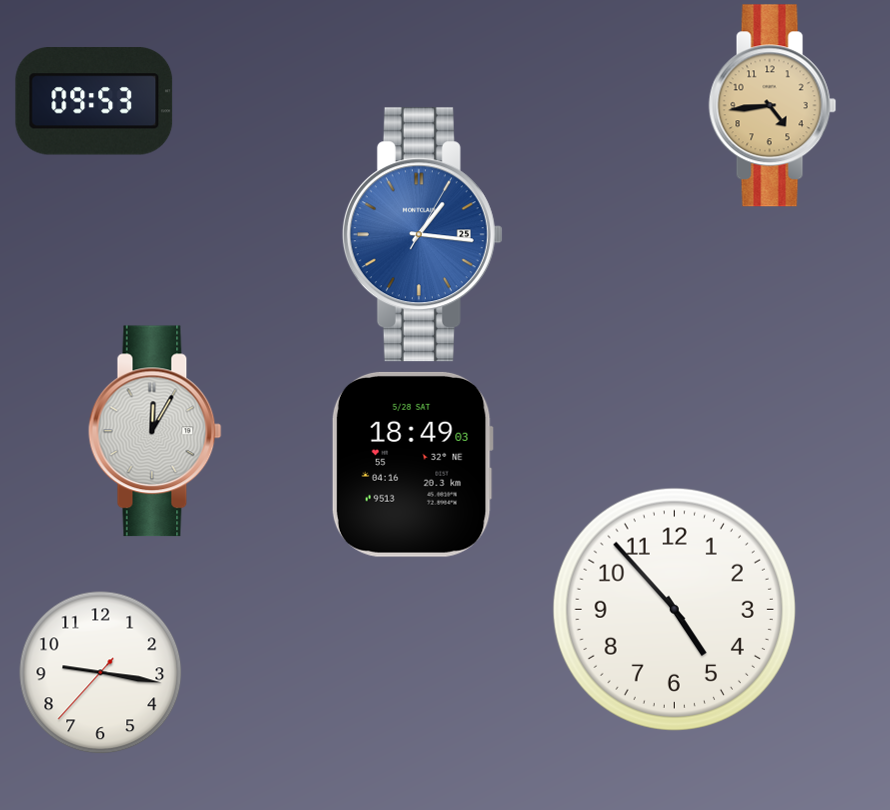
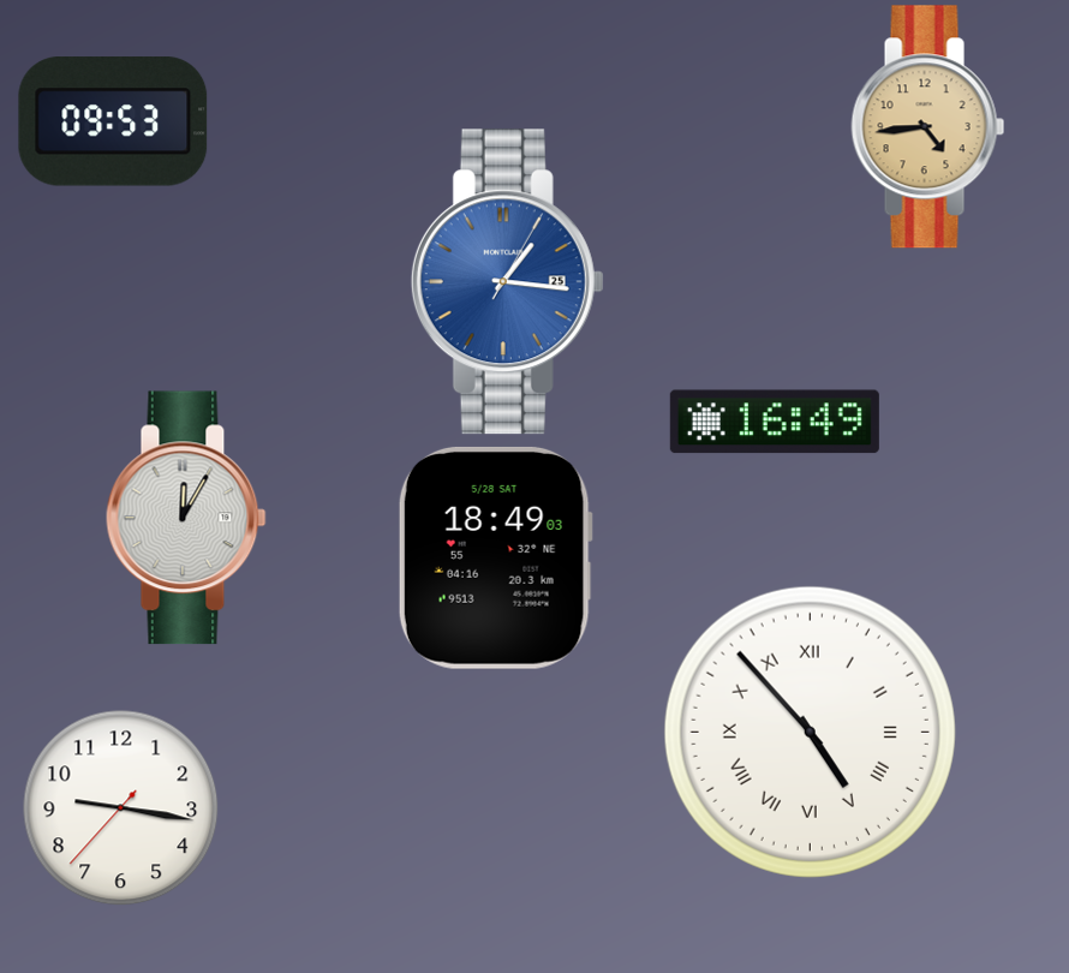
clock at (775, 422): none -> 16:49
clock at (674, 609) numerals: Arabic -> Roman
